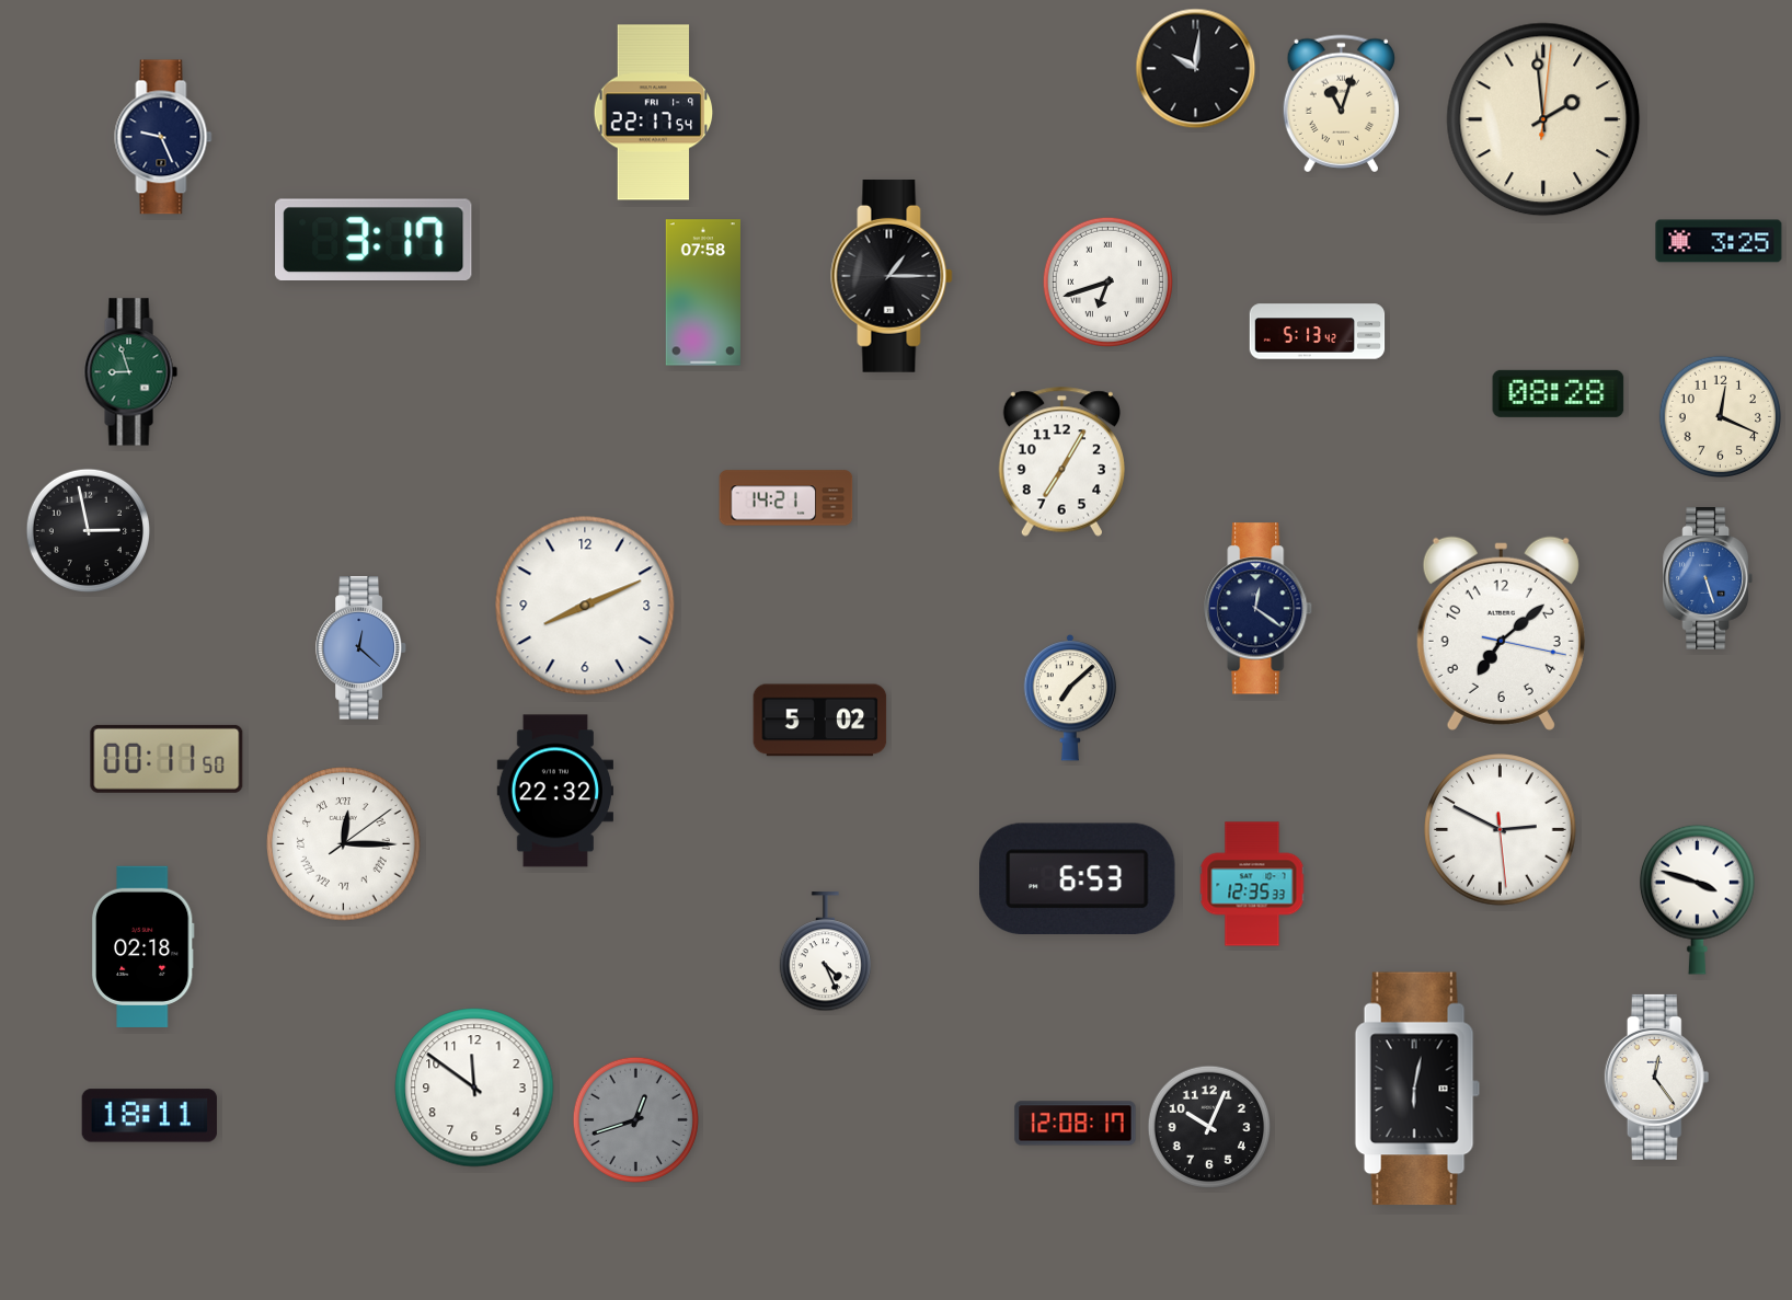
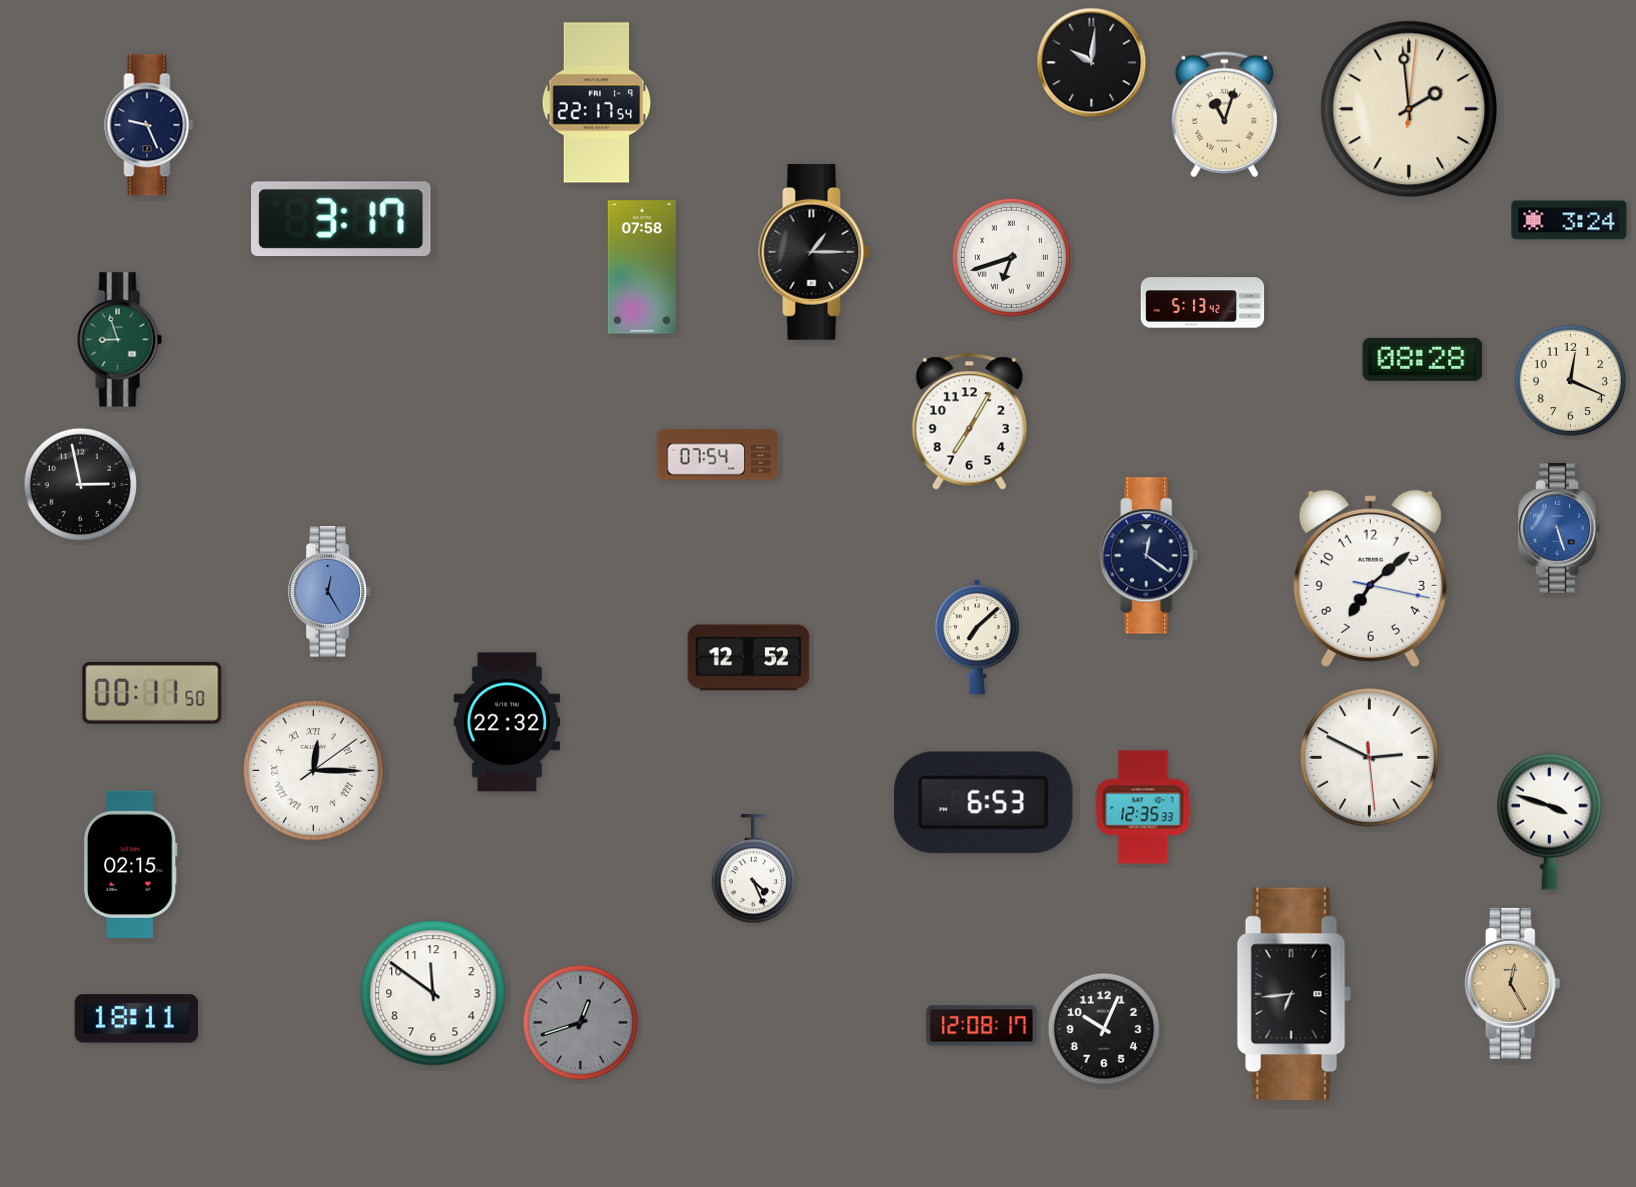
clock at (1341, 104) position: (1341, 104) -> (1224, 115)
clock at (1719, 241): 3:25 -> 3:24
clock at (786, 498): 14:21 -> 07:54
clock at (585, 606): 8:11 -> none
clock at (361, 648): 12:22 -> 12:25
clock at (820, 721): 5:02 -> 12:52
clock at (142, 946): 02:18 -> 02:15
clock at (1657, 1077): 12:24 -> 12:25
clock at (1657, 1077) dial: white -> champagne
clock at (1417, 1089): 6:02 -> 6:44
